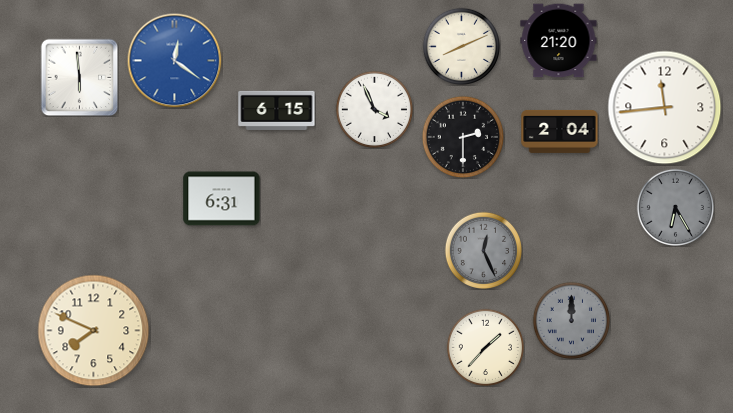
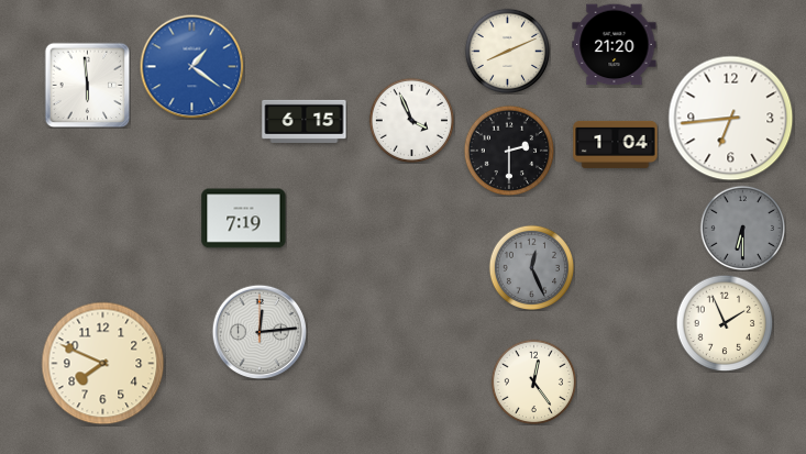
clock at (174, 60): 12:21 -> 1:21
clock at (665, 108): 11:44 -> 6:44
clock at (560, 131): 2:04 -> 1:04
clock at (222, 199): 6:31 -> 7:19
clock at (675, 207): 6:25 -> 6:30
clock at (483, 250) position: (483, 250) -> (531, 267)
clock at (725, 323): none -> 1:56
clock at (258, 331): none -> 12:14
clock at (571, 320): 12:00 -> none
clock at (485, 347): 1:37 -> 12:24
